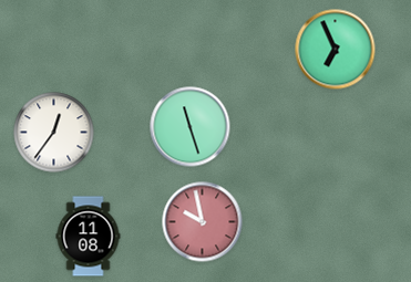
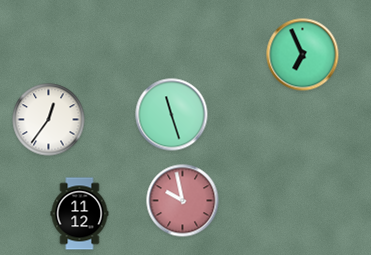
clock at (336, 50) position: (336, 50) -> (303, 55)
clock at (89, 237): 11:08 -> 11:12
